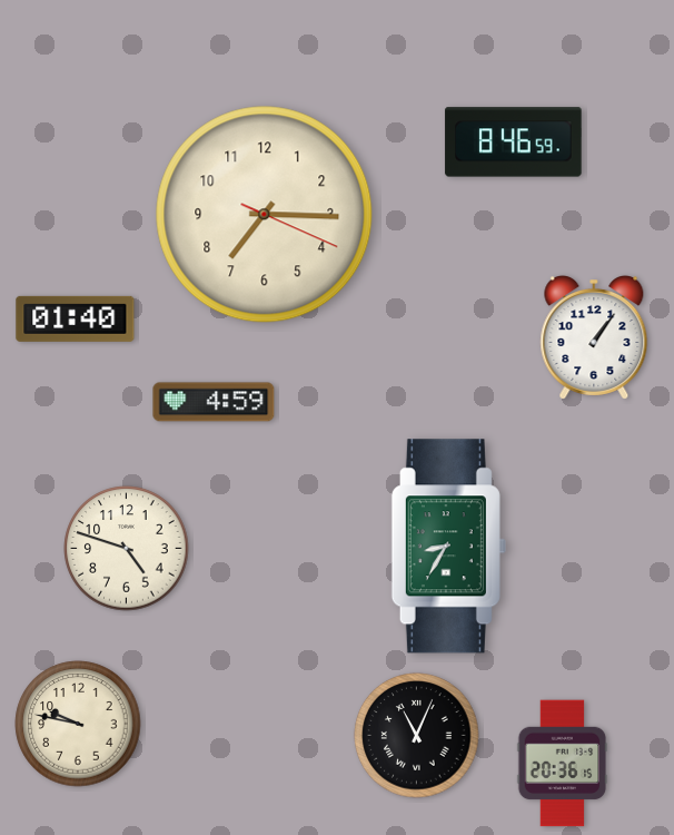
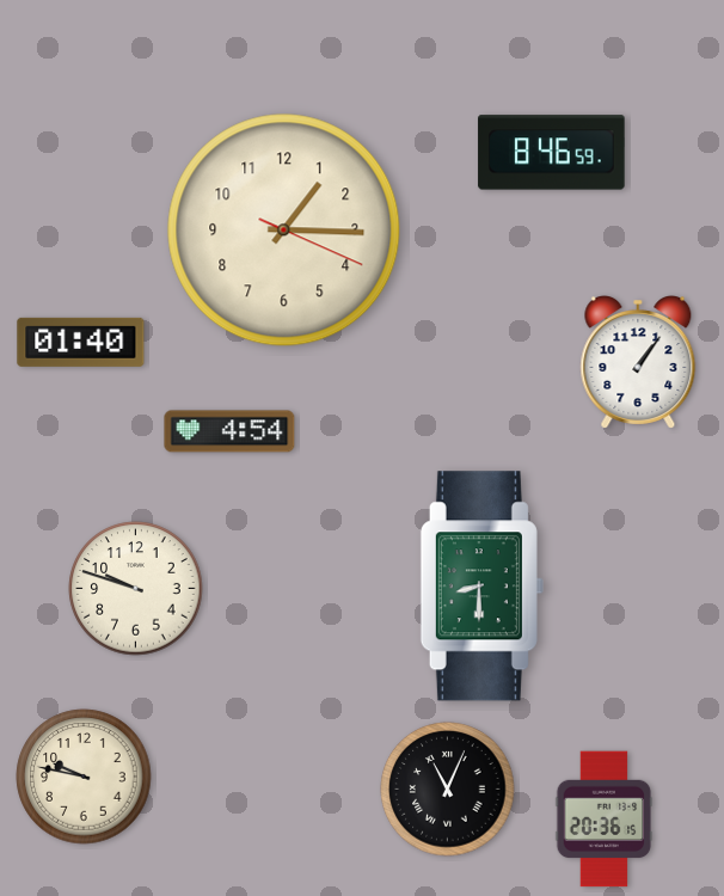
clock at (265, 215): 7:15 -> 1:15
clock at (214, 402): 4:59 -> 4:54
clock at (448, 547): 8:35 -> 8:30
clock at (127, 549): 4:48 -> 9:48
